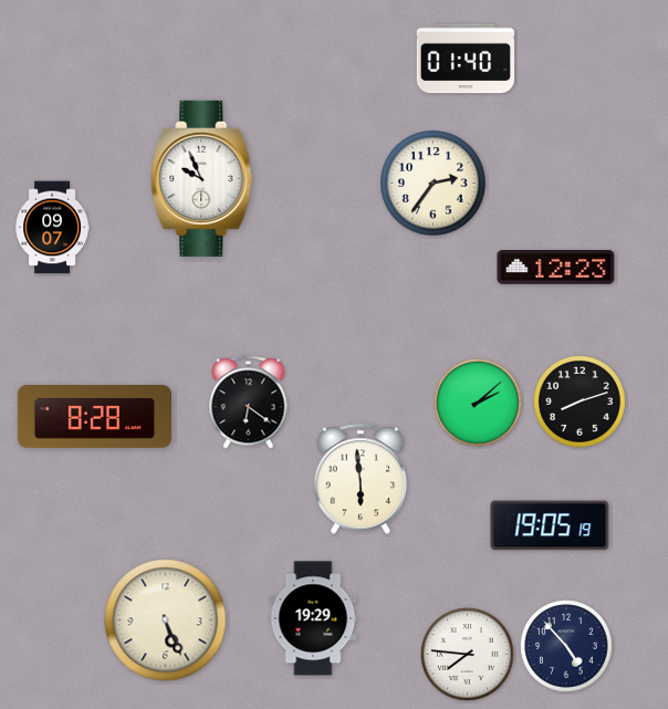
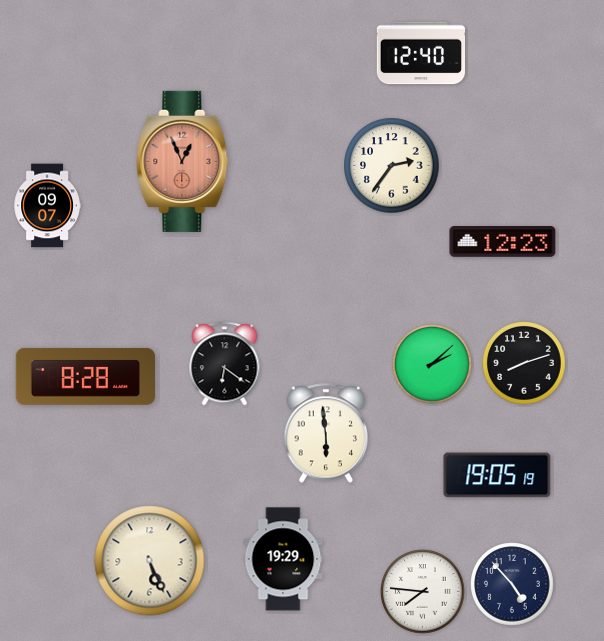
clock at (465, 59): 01:40 -> 12:40
clock at (202, 178): 9:56 -> 12:56
clock at (202, 178) dial: white -> salmon
